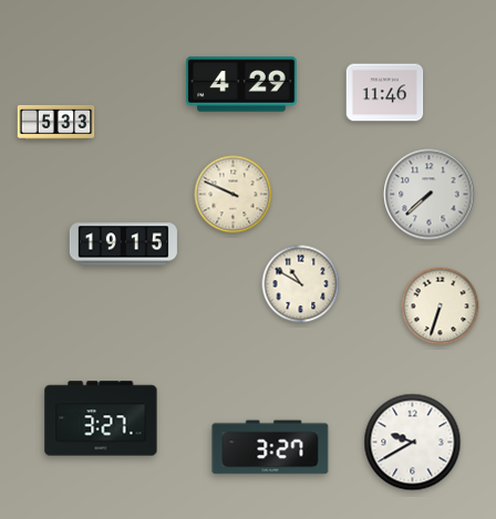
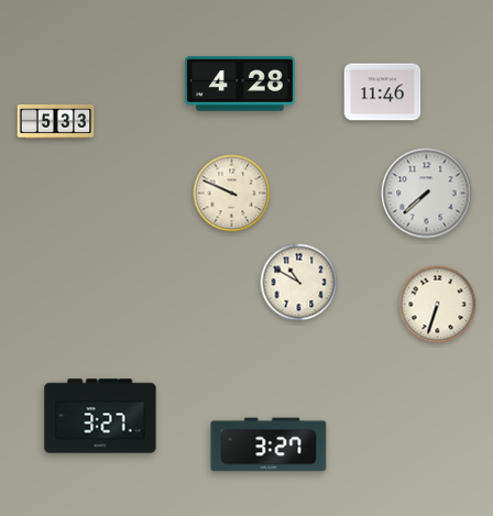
clock at (241, 84): 4:29 -> 4:28
clock at (123, 245): 19:15 -> none
clock at (413, 443): 9:40 -> none
